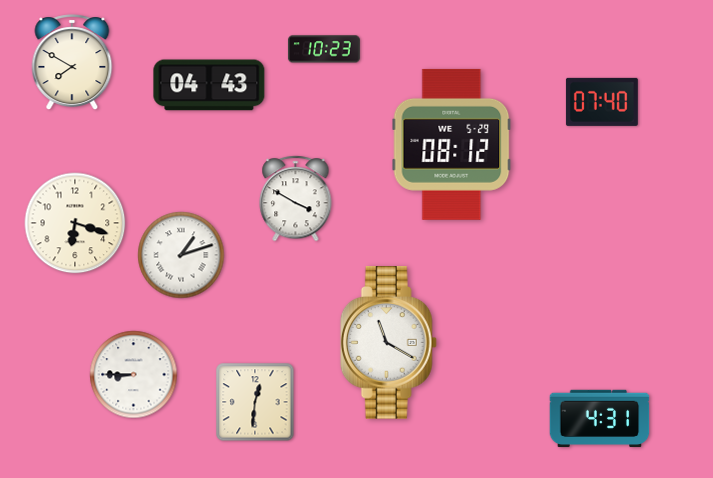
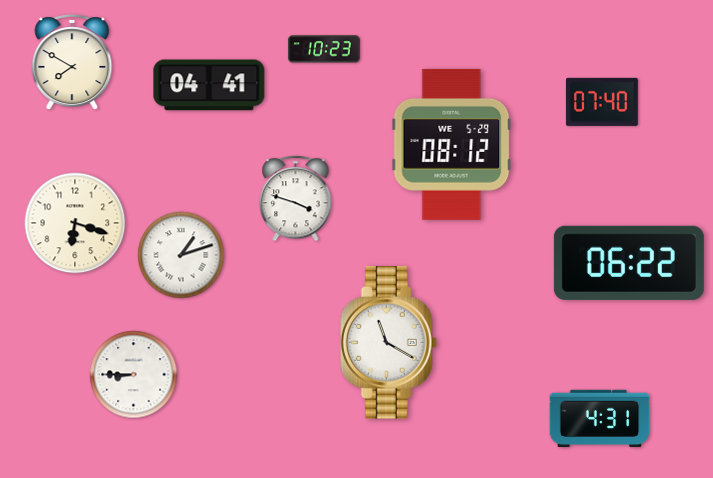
clock at (209, 85): 04:43 -> 04:41
clock at (296, 199): 3:50 -> 3:48
clock at (629, 263): none -> 06:22
clock at (255, 402): 12:31 -> none
